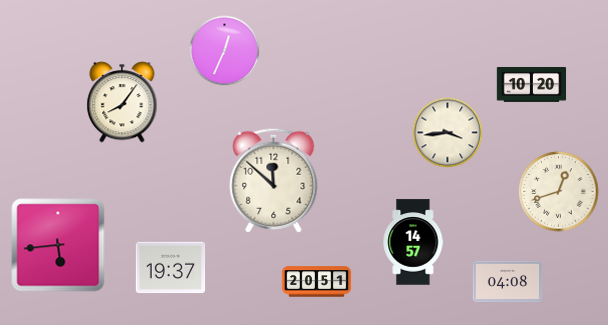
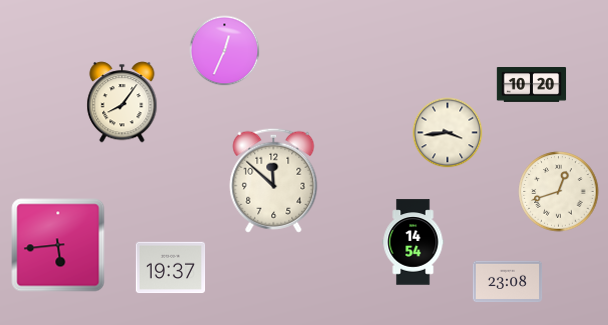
clock at (413, 242): 14:57 -> 14:54
clock at (317, 282): 20:51 -> none
clock at (508, 282): 04:08 -> 23:08
